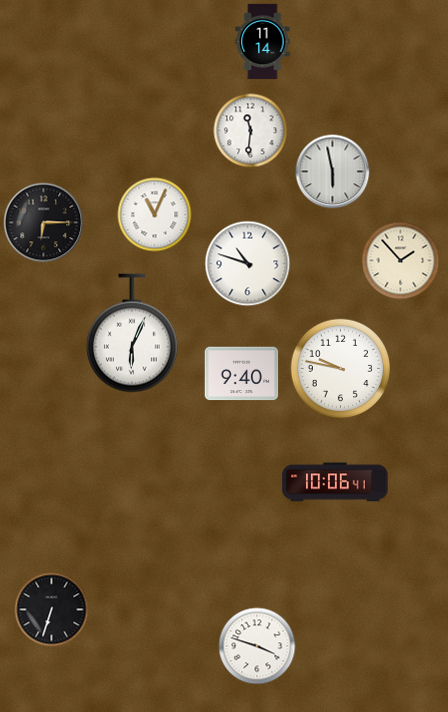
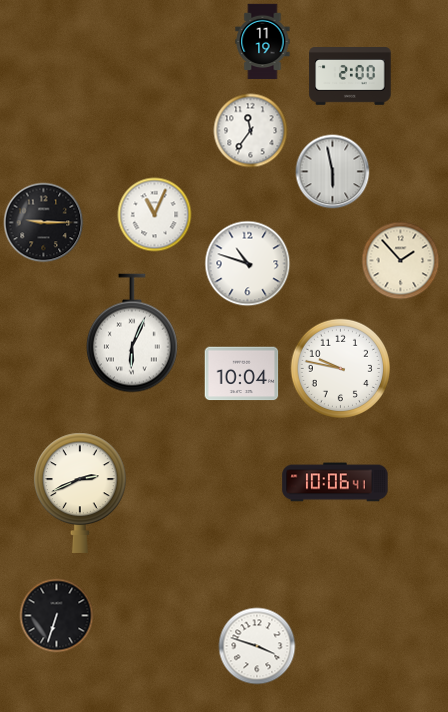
clock at (263, 42): 11:14 -> 11:19
clock at (350, 76): none -> 2:00
clock at (251, 131): 11:31 -> 11:36
clock at (44, 223): 6:15 -> 9:15
clock at (242, 374): 9:40 -> 10:04
clock at (81, 493): none -> 2:41
clock at (52, 610) position: (52, 610) -> (57, 616)
